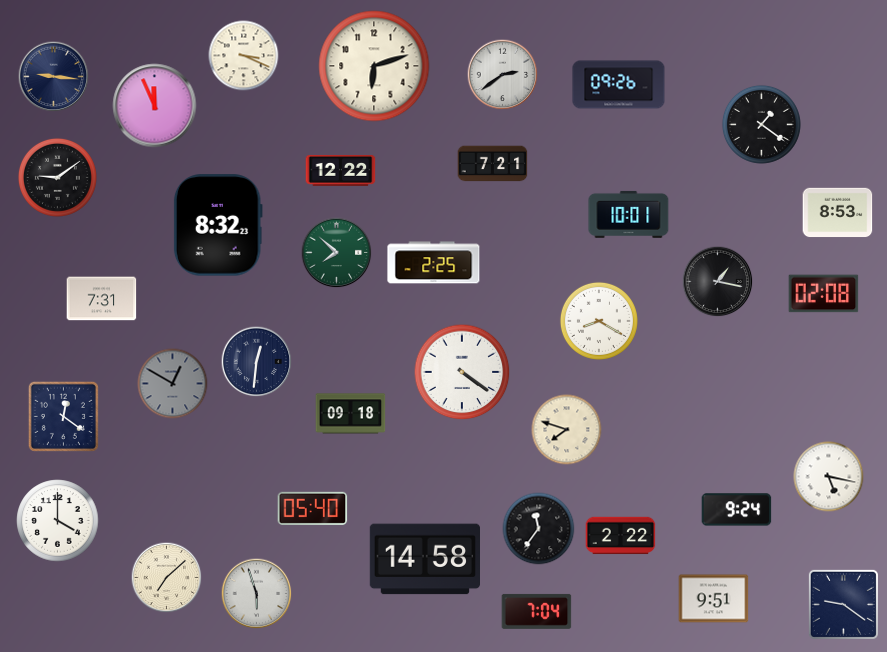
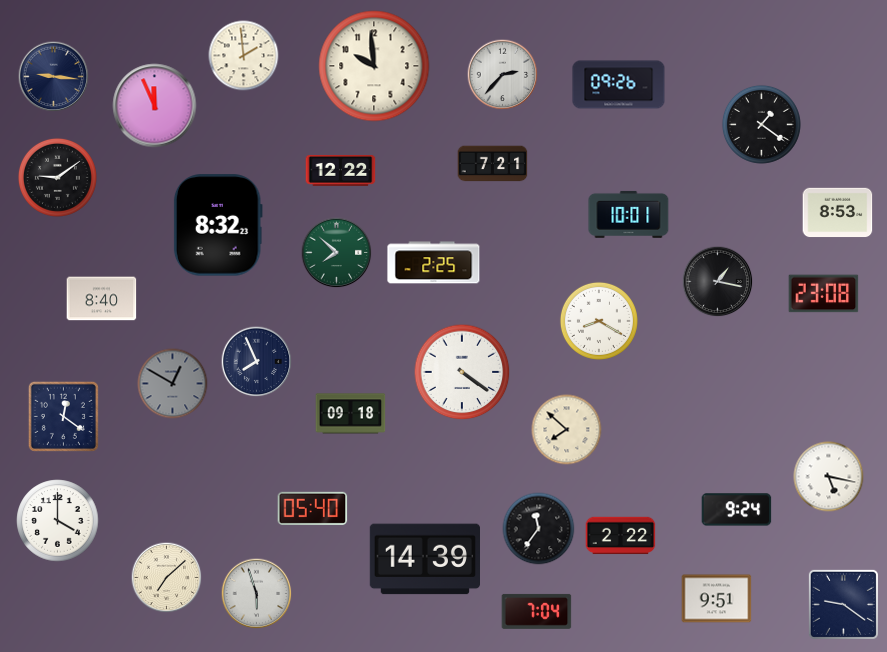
clock at (244, 56): 3:19 -> 1:59
clock at (374, 66): 6:12 -> 9:59
clock at (503, 75): 2:39 -> 2:37
clock at (824, 294): 02:08 -> 23:08
clock at (102, 299): 7:31 -> 8:40
clock at (257, 362): 12:31 -> 7:56
clock at (567, 430): 7:48 -> 7:52
clock at (424, 559): 14:58 -> 14:39
clock at (714, 599) position: (714, 599) -> (717, 599)
